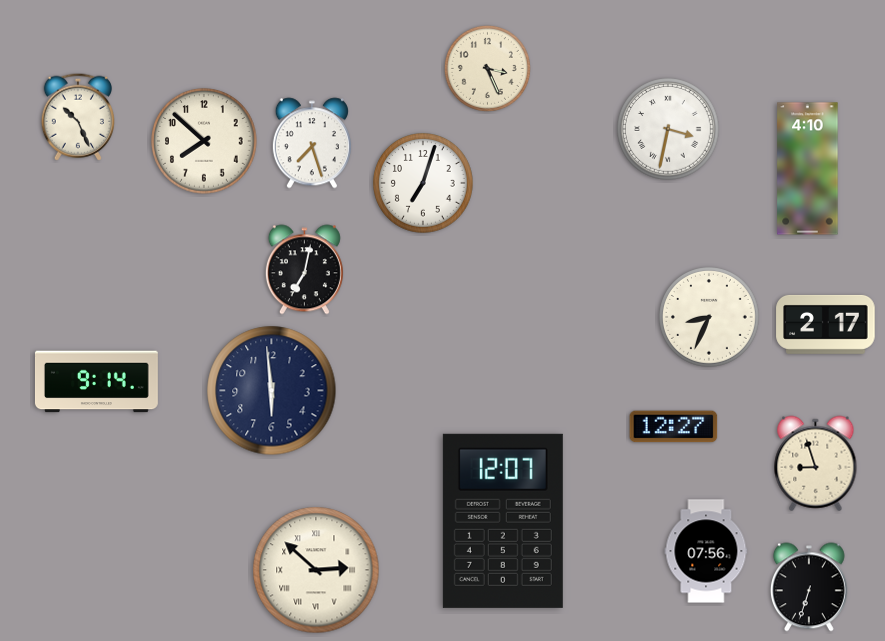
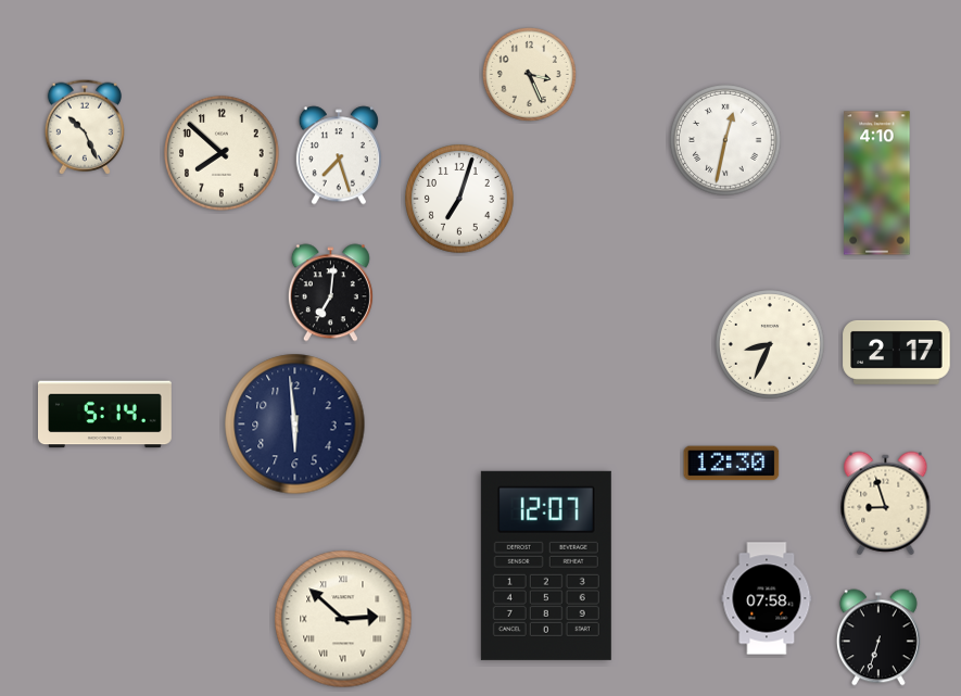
clock at (669, 130): 3:32 -> 12:32
clock at (304, 270): 7:02 -> 7:01
clock at (96, 382): 9:14 -> 5:14
clock at (674, 427): 12:27 -> 12:30
clock at (706, 551): 07:56 -> 07:58
